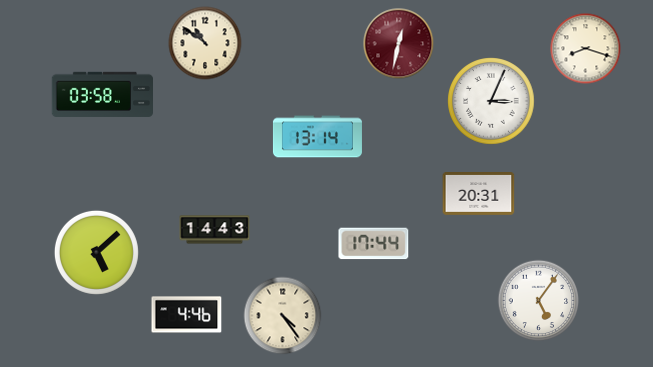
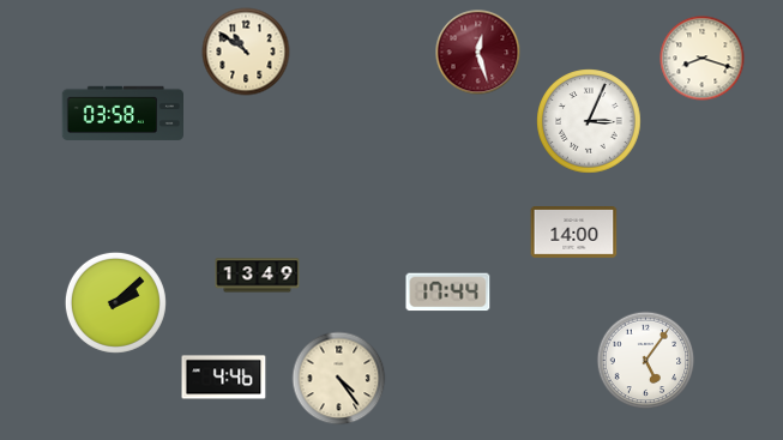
clock at (399, 44): 12:32 -> 12:27
clock at (317, 137): 13:14 -> none
clock at (479, 194): 20:31 -> 14:00
clock at (215, 230): 14:43 -> 13:49
clock at (96, 252): 5:08 -> 2:08
